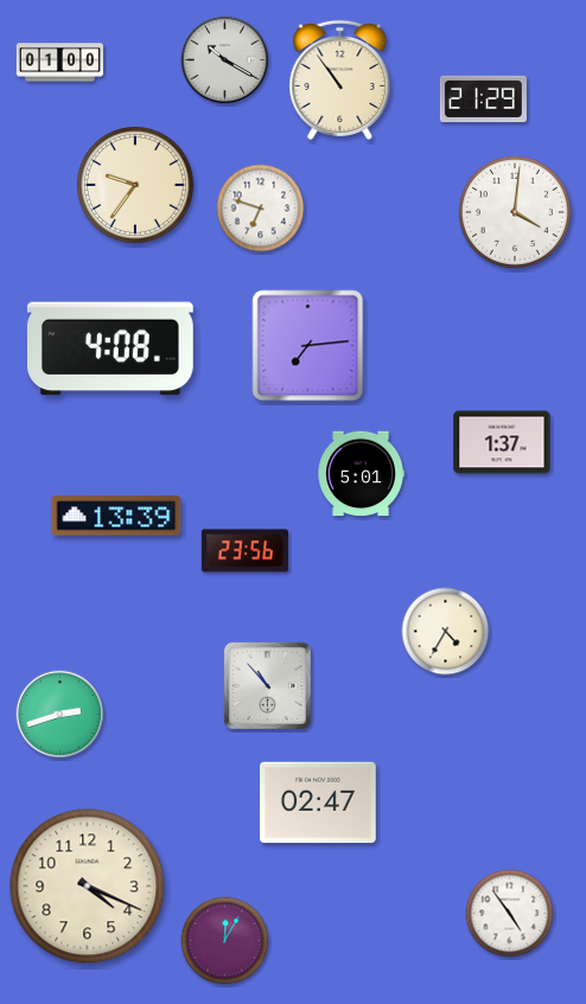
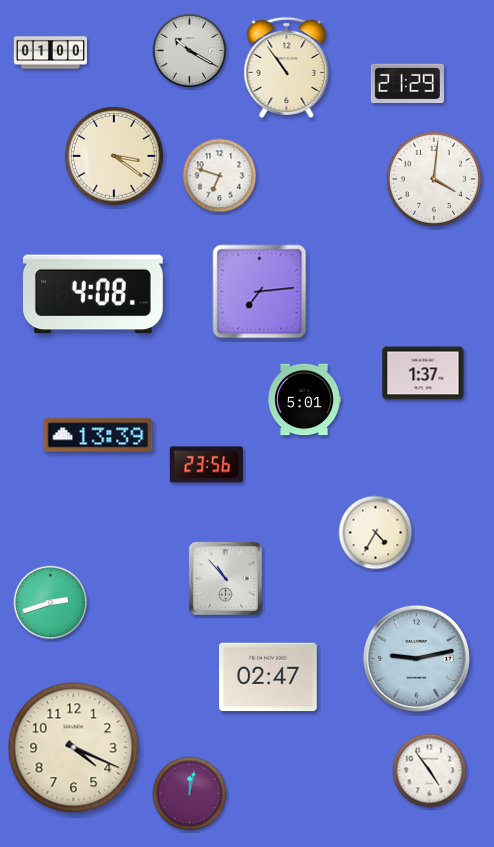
clock at (135, 185): 9:36 -> 3:21
clock at (416, 658): none -> 9:13
clock at (225, 941): 12:05 -> 12:02
